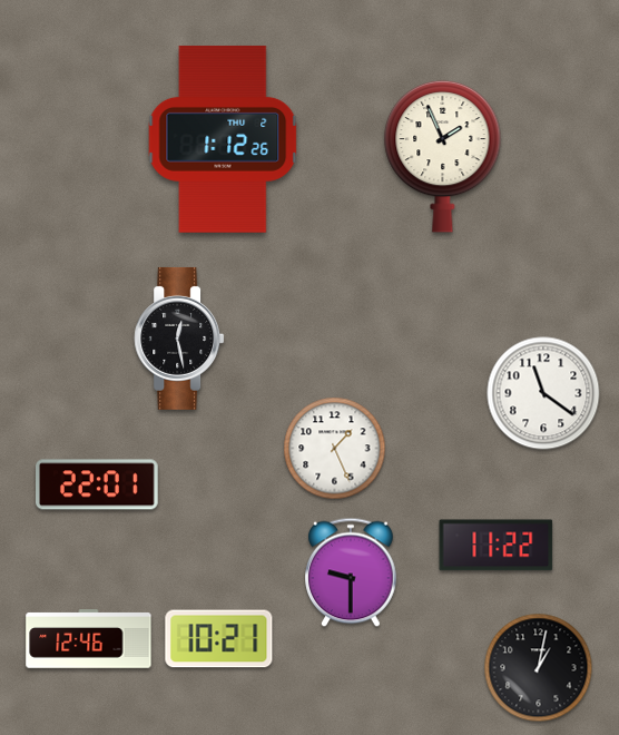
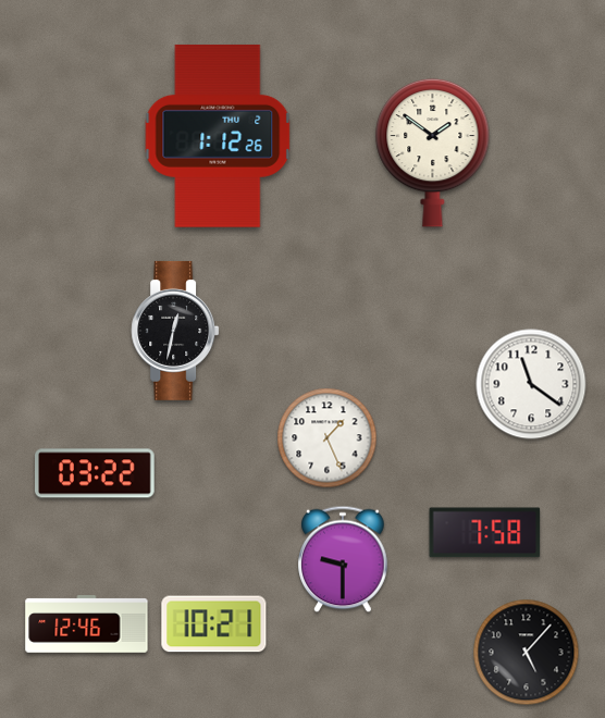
clock at (443, 156): 1:56 -> 1:51
clock at (179, 339): 12:28 -> 12:32
clock at (97, 484): 22:01 -> 03:22
clock at (497, 546): 11:22 -> 7:58
clock at (539, 668): 1:02 -> 5:07
